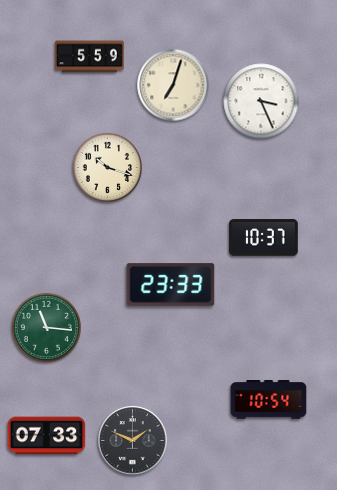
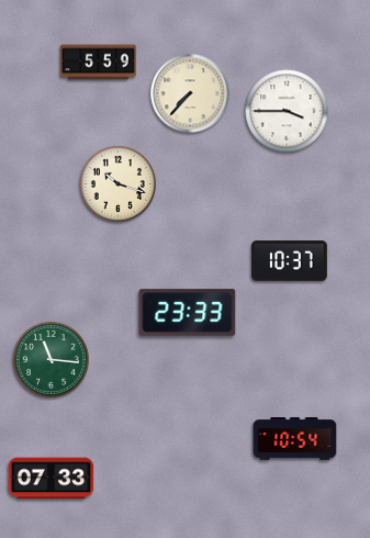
clock at (173, 85): 7:03 -> 7:37
clock at (261, 101): 3:26 -> 3:45
clock at (133, 441): 1:49 -> none
